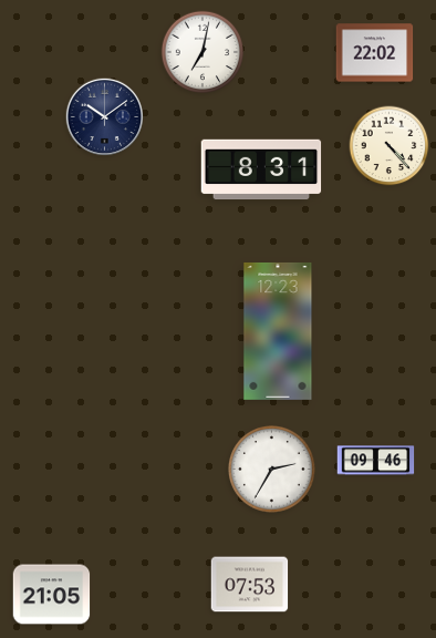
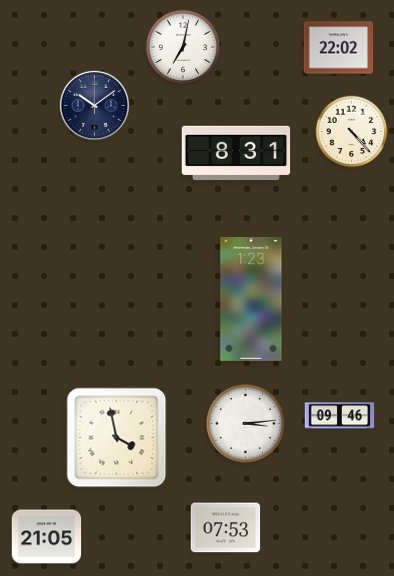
clock at (278, 331): 12:23 -> 1:23
clock at (272, 470): 2:35 -> 3:14
clock at (117, 438): none -> 3:58
